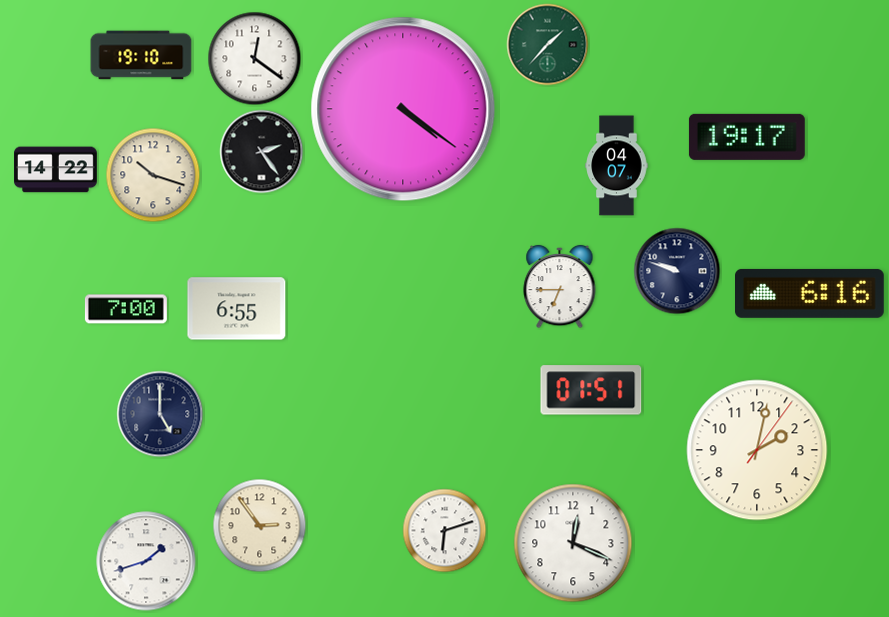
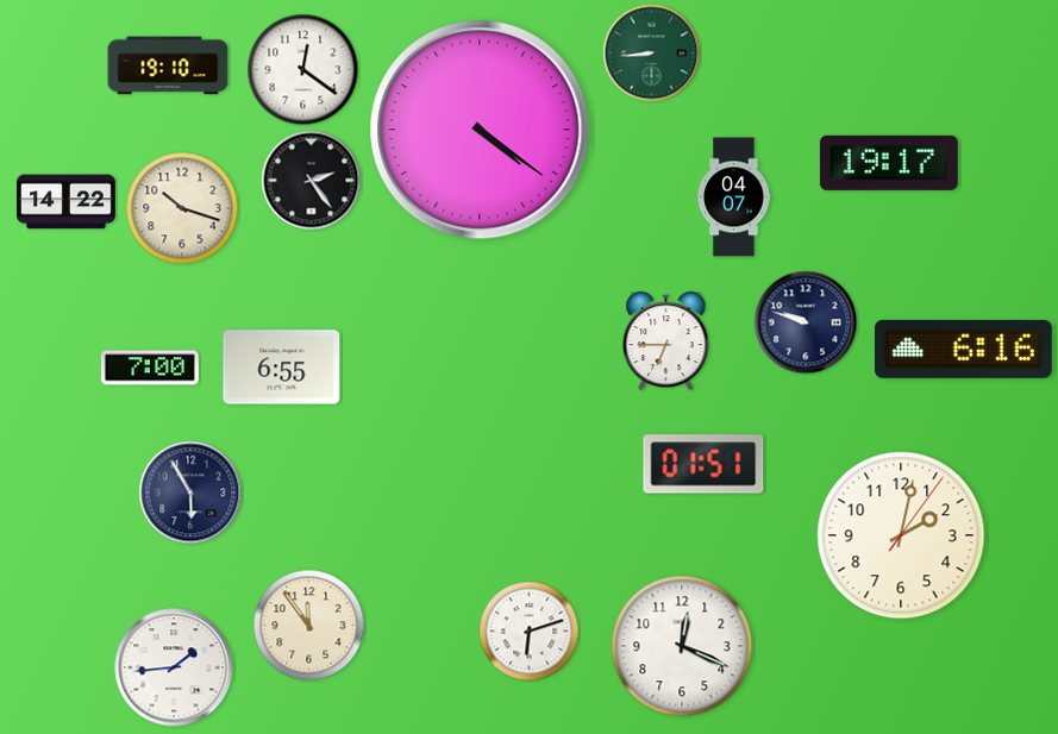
clock at (548, 45): 1:37 -> 8:44
clock at (160, 414): 5:00 -> 5:55
clock at (260, 526): 2:54 -> 11:54
clock at (146, 561): 1:42 -> 1:44
